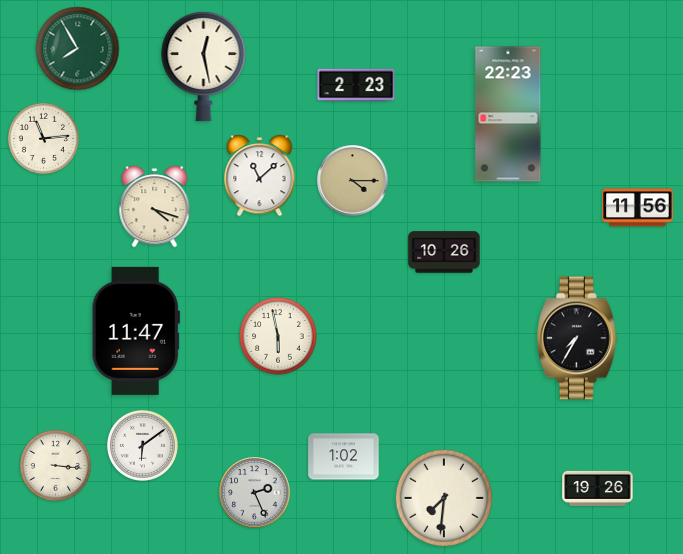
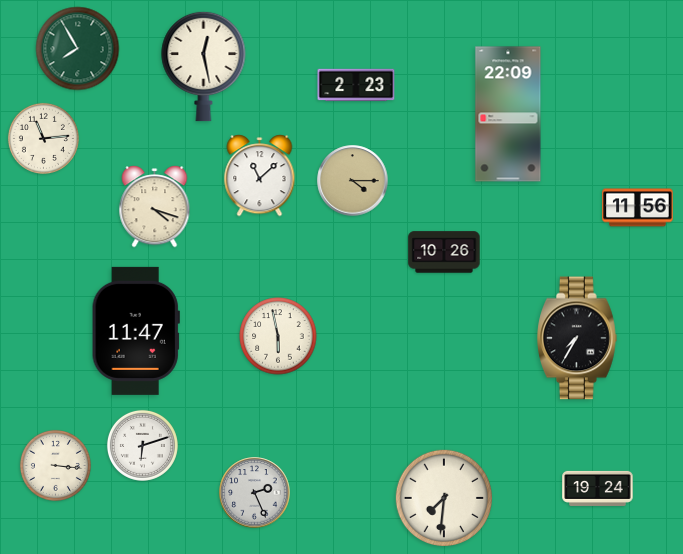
clock at (508, 114): 22:23 -> 22:09
clock at (142, 445): 6:09 -> 6:12
clock at (344, 457): 1:02 -> none
clock at (598, 488): 19:26 -> 19:24
